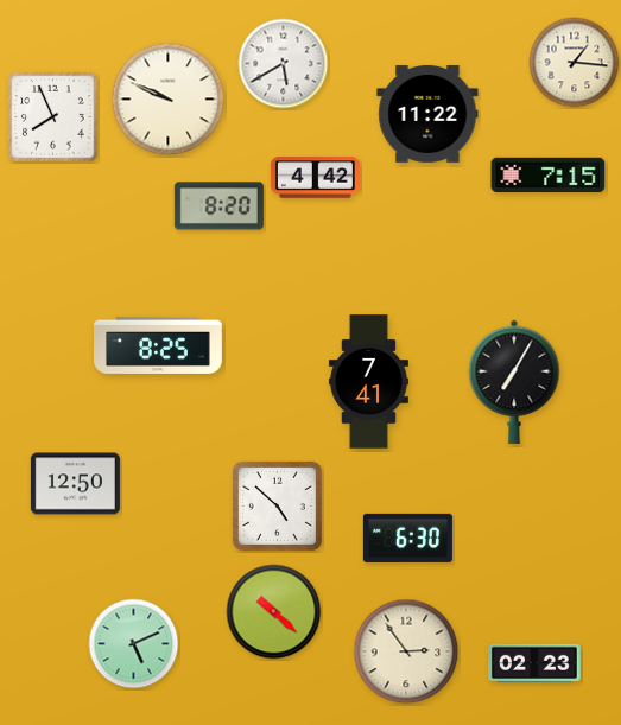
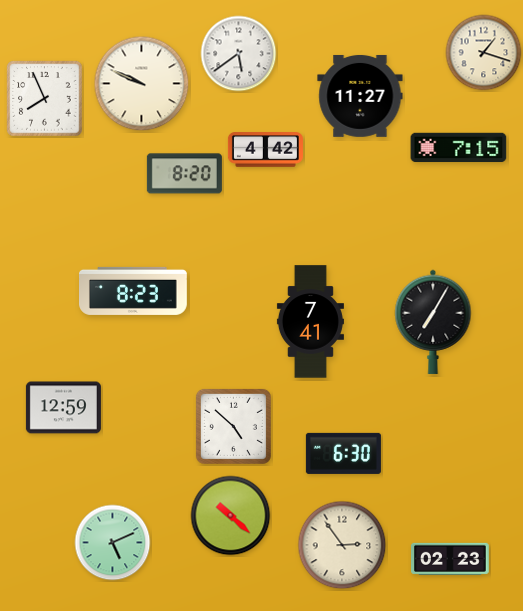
clock at (575, 63): 1:16 -> 1:18
clock at (284, 64): 5:40 -> 5:39
clock at (427, 114): 11:22 -> 11:27
clock at (549, 176) position: (549, 176) -> (459, 148)
clock at (159, 345): 8:25 -> 8:23
clock at (75, 484): 12:50 -> 12:59
clock at (406, 651) position: (406, 651) -> (342, 545)
